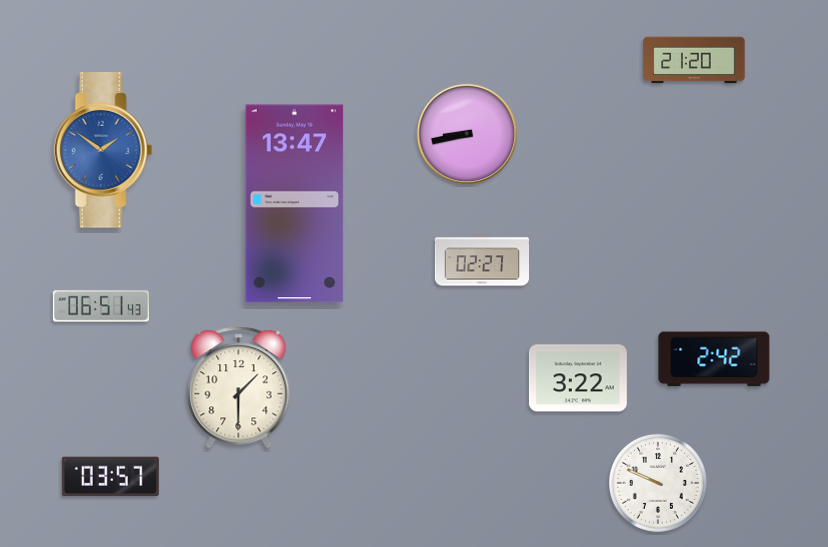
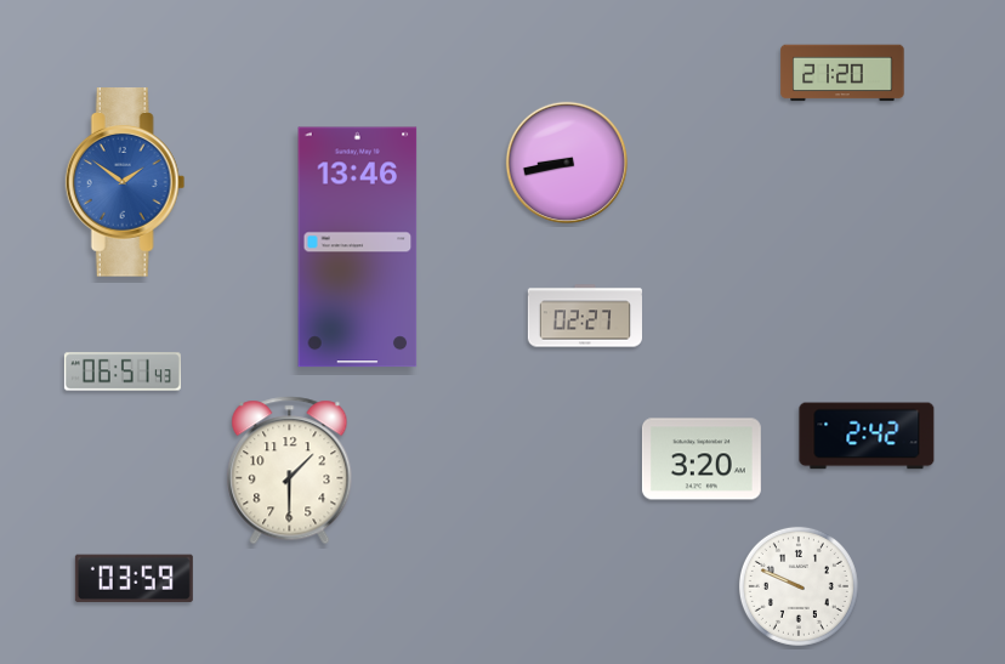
clock at (295, 204): 13:47 -> 13:46
clock at (578, 378): 3:22 -> 3:20
clock at (110, 476): 03:57 -> 03:59
